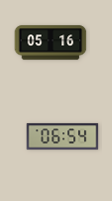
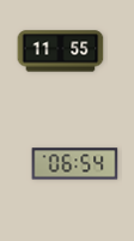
clock at (51, 43): 05:16 -> 11:55
